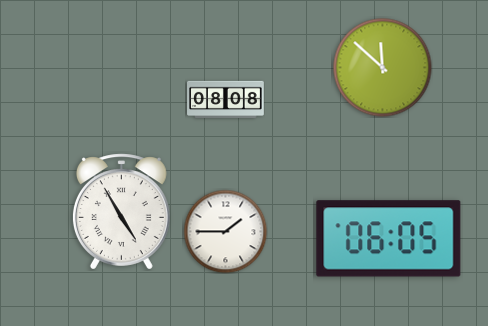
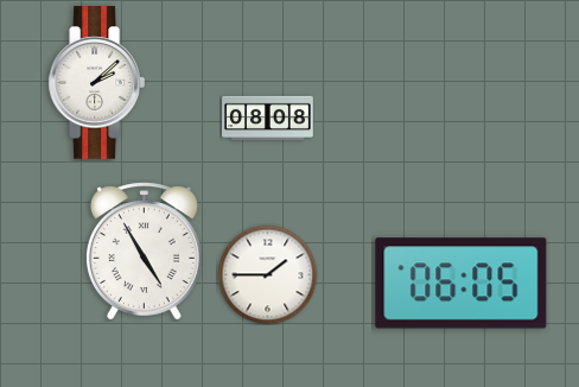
clock at (383, 68): 11:52 -> none
clock at (96, 83): none -> 2:08
